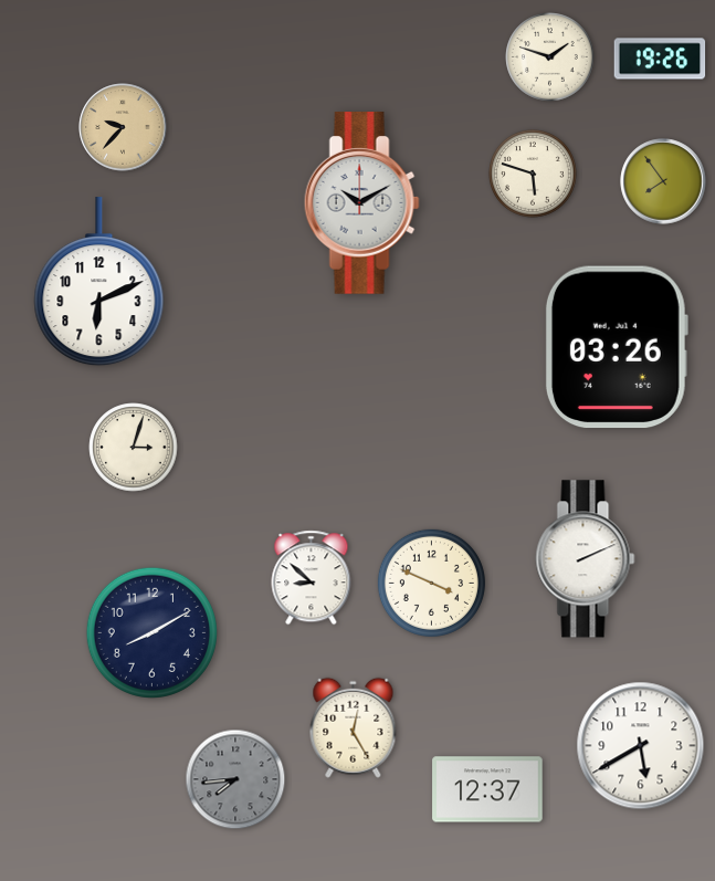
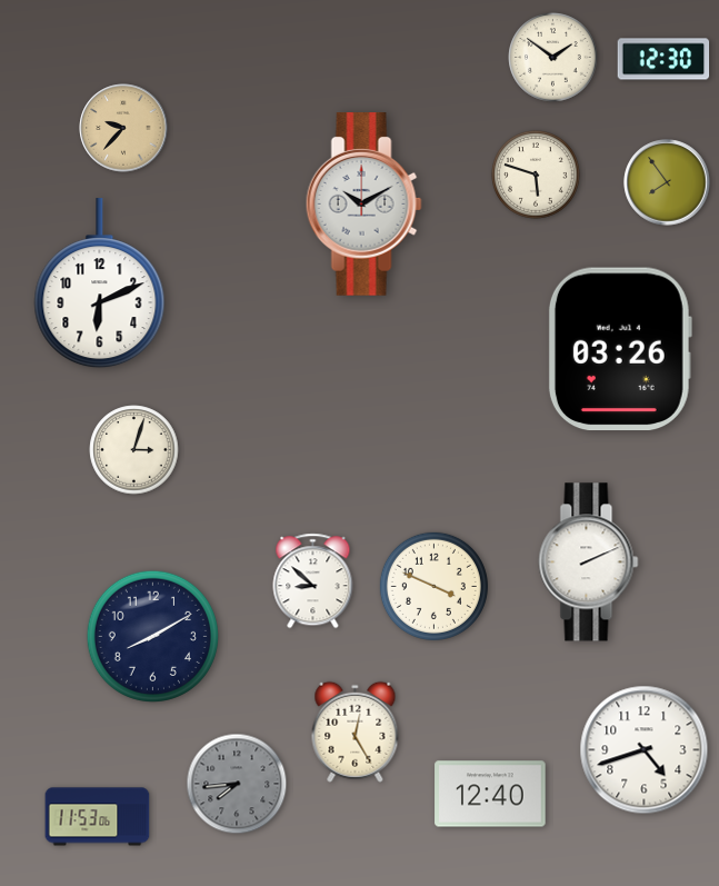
clock at (550, 57): 1:48 -> 1:51
clock at (660, 59): 19:26 -> 12:30
clock at (641, 746): 5:40 -> 4:42
clock at (487, 789): 12:37 -> 12:40
clock at (98, 817): none -> 11:53
